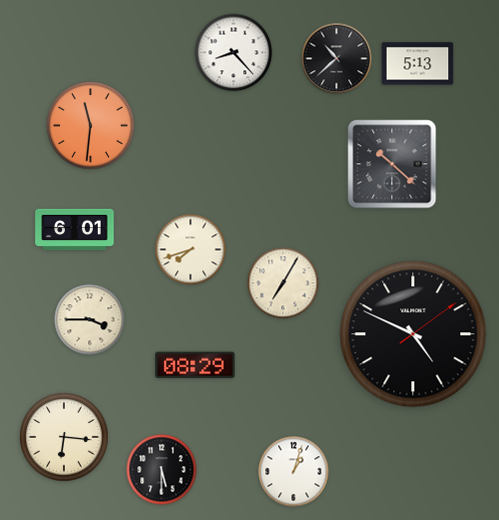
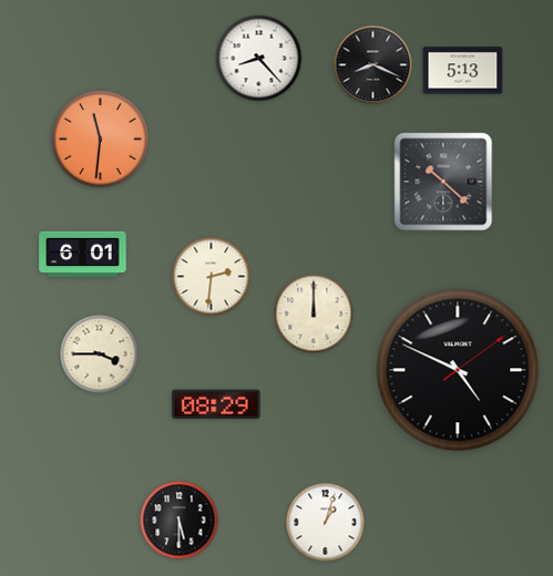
clock at (337, 59): 10:38 -> 8:19
clock at (392, 164) position: (392, 164) -> (443, 182)
clock at (191, 250): 7:42 -> 2:31
clock at (283, 283): 7:05 -> 12:00
clock at (64, 437): 6:16 -> none
